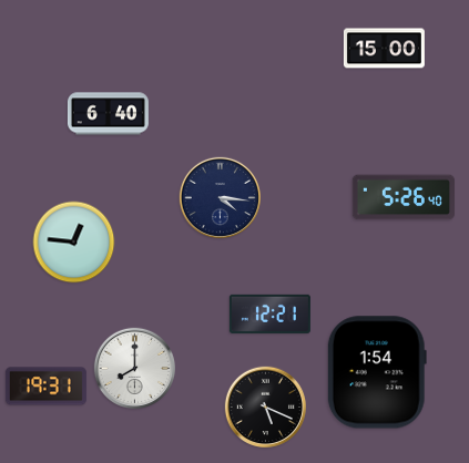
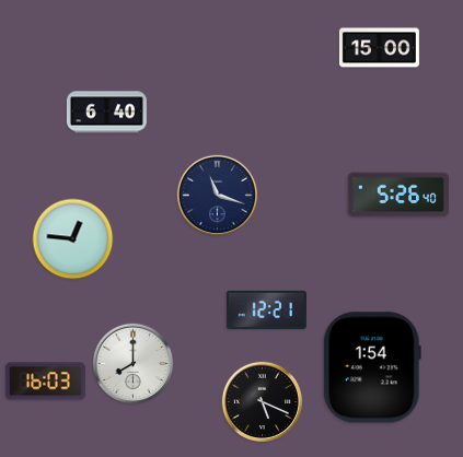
clock at (220, 197): 4:16 -> 11:18
clock at (45, 387): 19:31 -> 16:03
